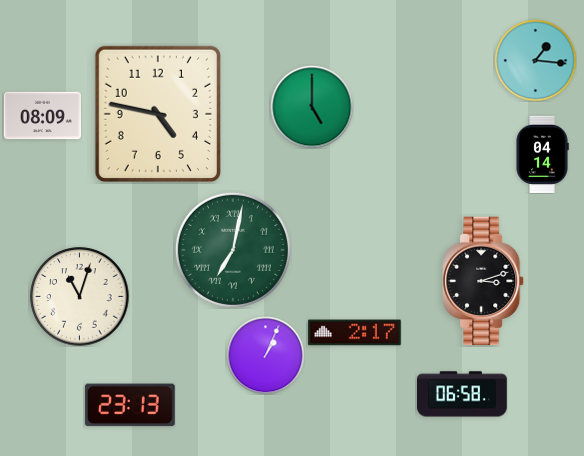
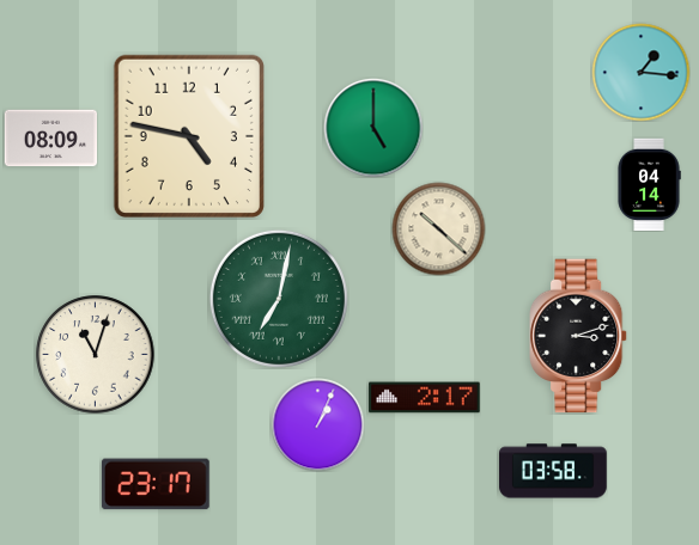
clock at (438, 228): none -> 10:22
clock at (463, 394): 06:58 -> 03:58
clock at (130, 405): 23:13 -> 23:17
